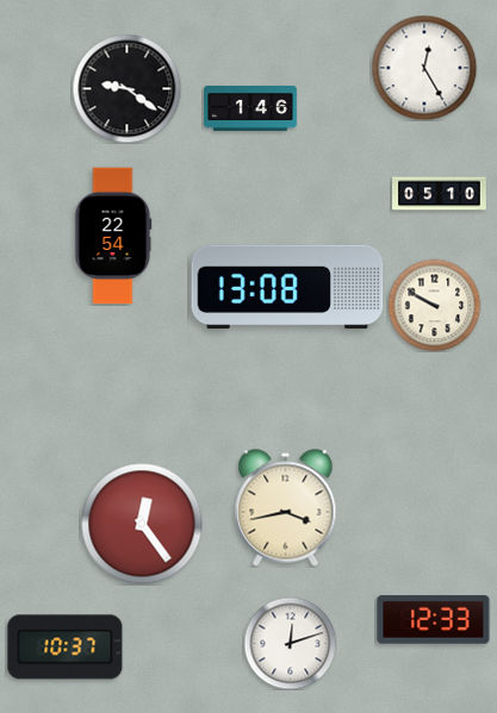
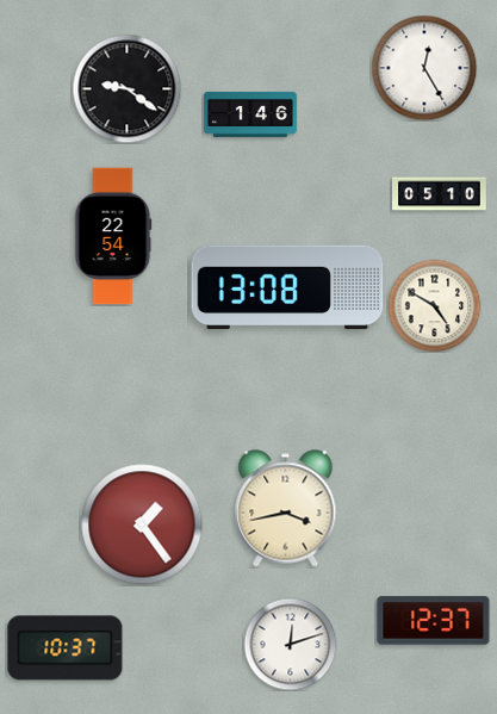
clock at (250, 108) position: (250, 108) -> (250, 114)
clock at (434, 305): 9:50 -> 4:50
clock at (142, 524): 12:24 -> 1:24
clock at (434, 620): 12:33 -> 12:37
